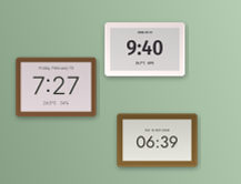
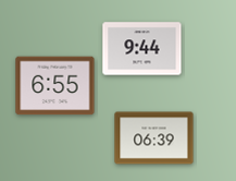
clock at (145, 50): 9:40 -> 9:44
clock at (57, 88): 7:27 -> 6:55
